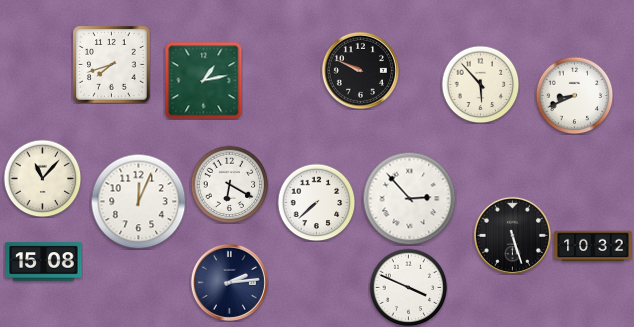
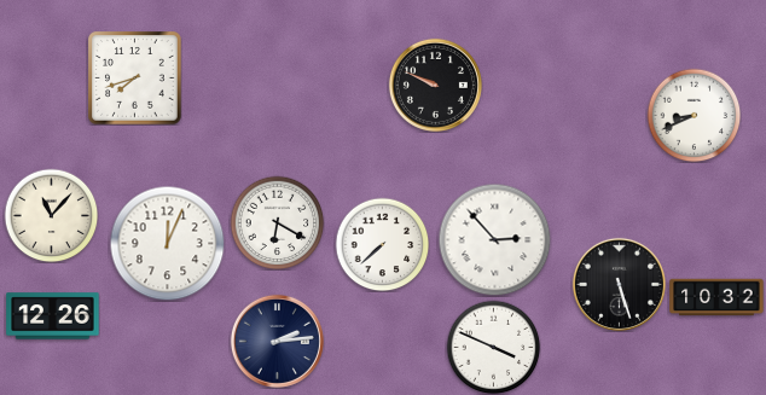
clock at (203, 80): 1:13 -> none
clock at (480, 84): 5:53 -> none
clock at (44, 262): 15:08 -> 12:26
